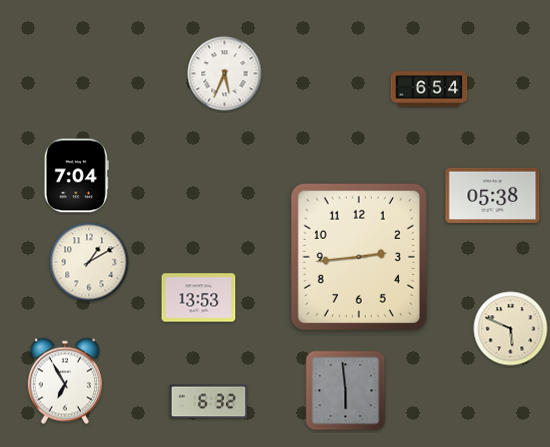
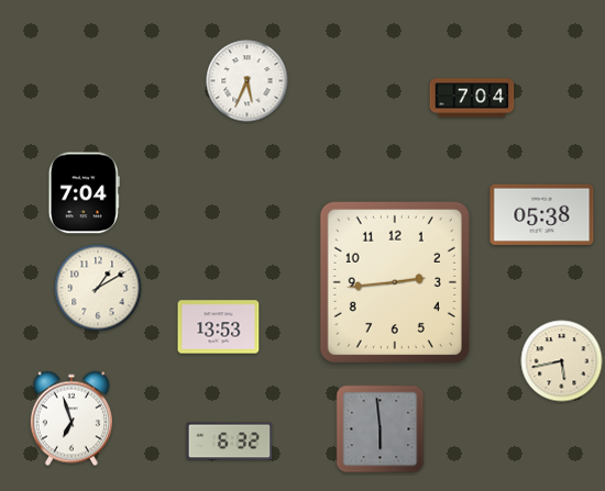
clock at (429, 89): 6:54 -> 7:04
clock at (511, 329): 5:49 -> 5:43
clock at (65, 381): 6:55 -> 6:57
